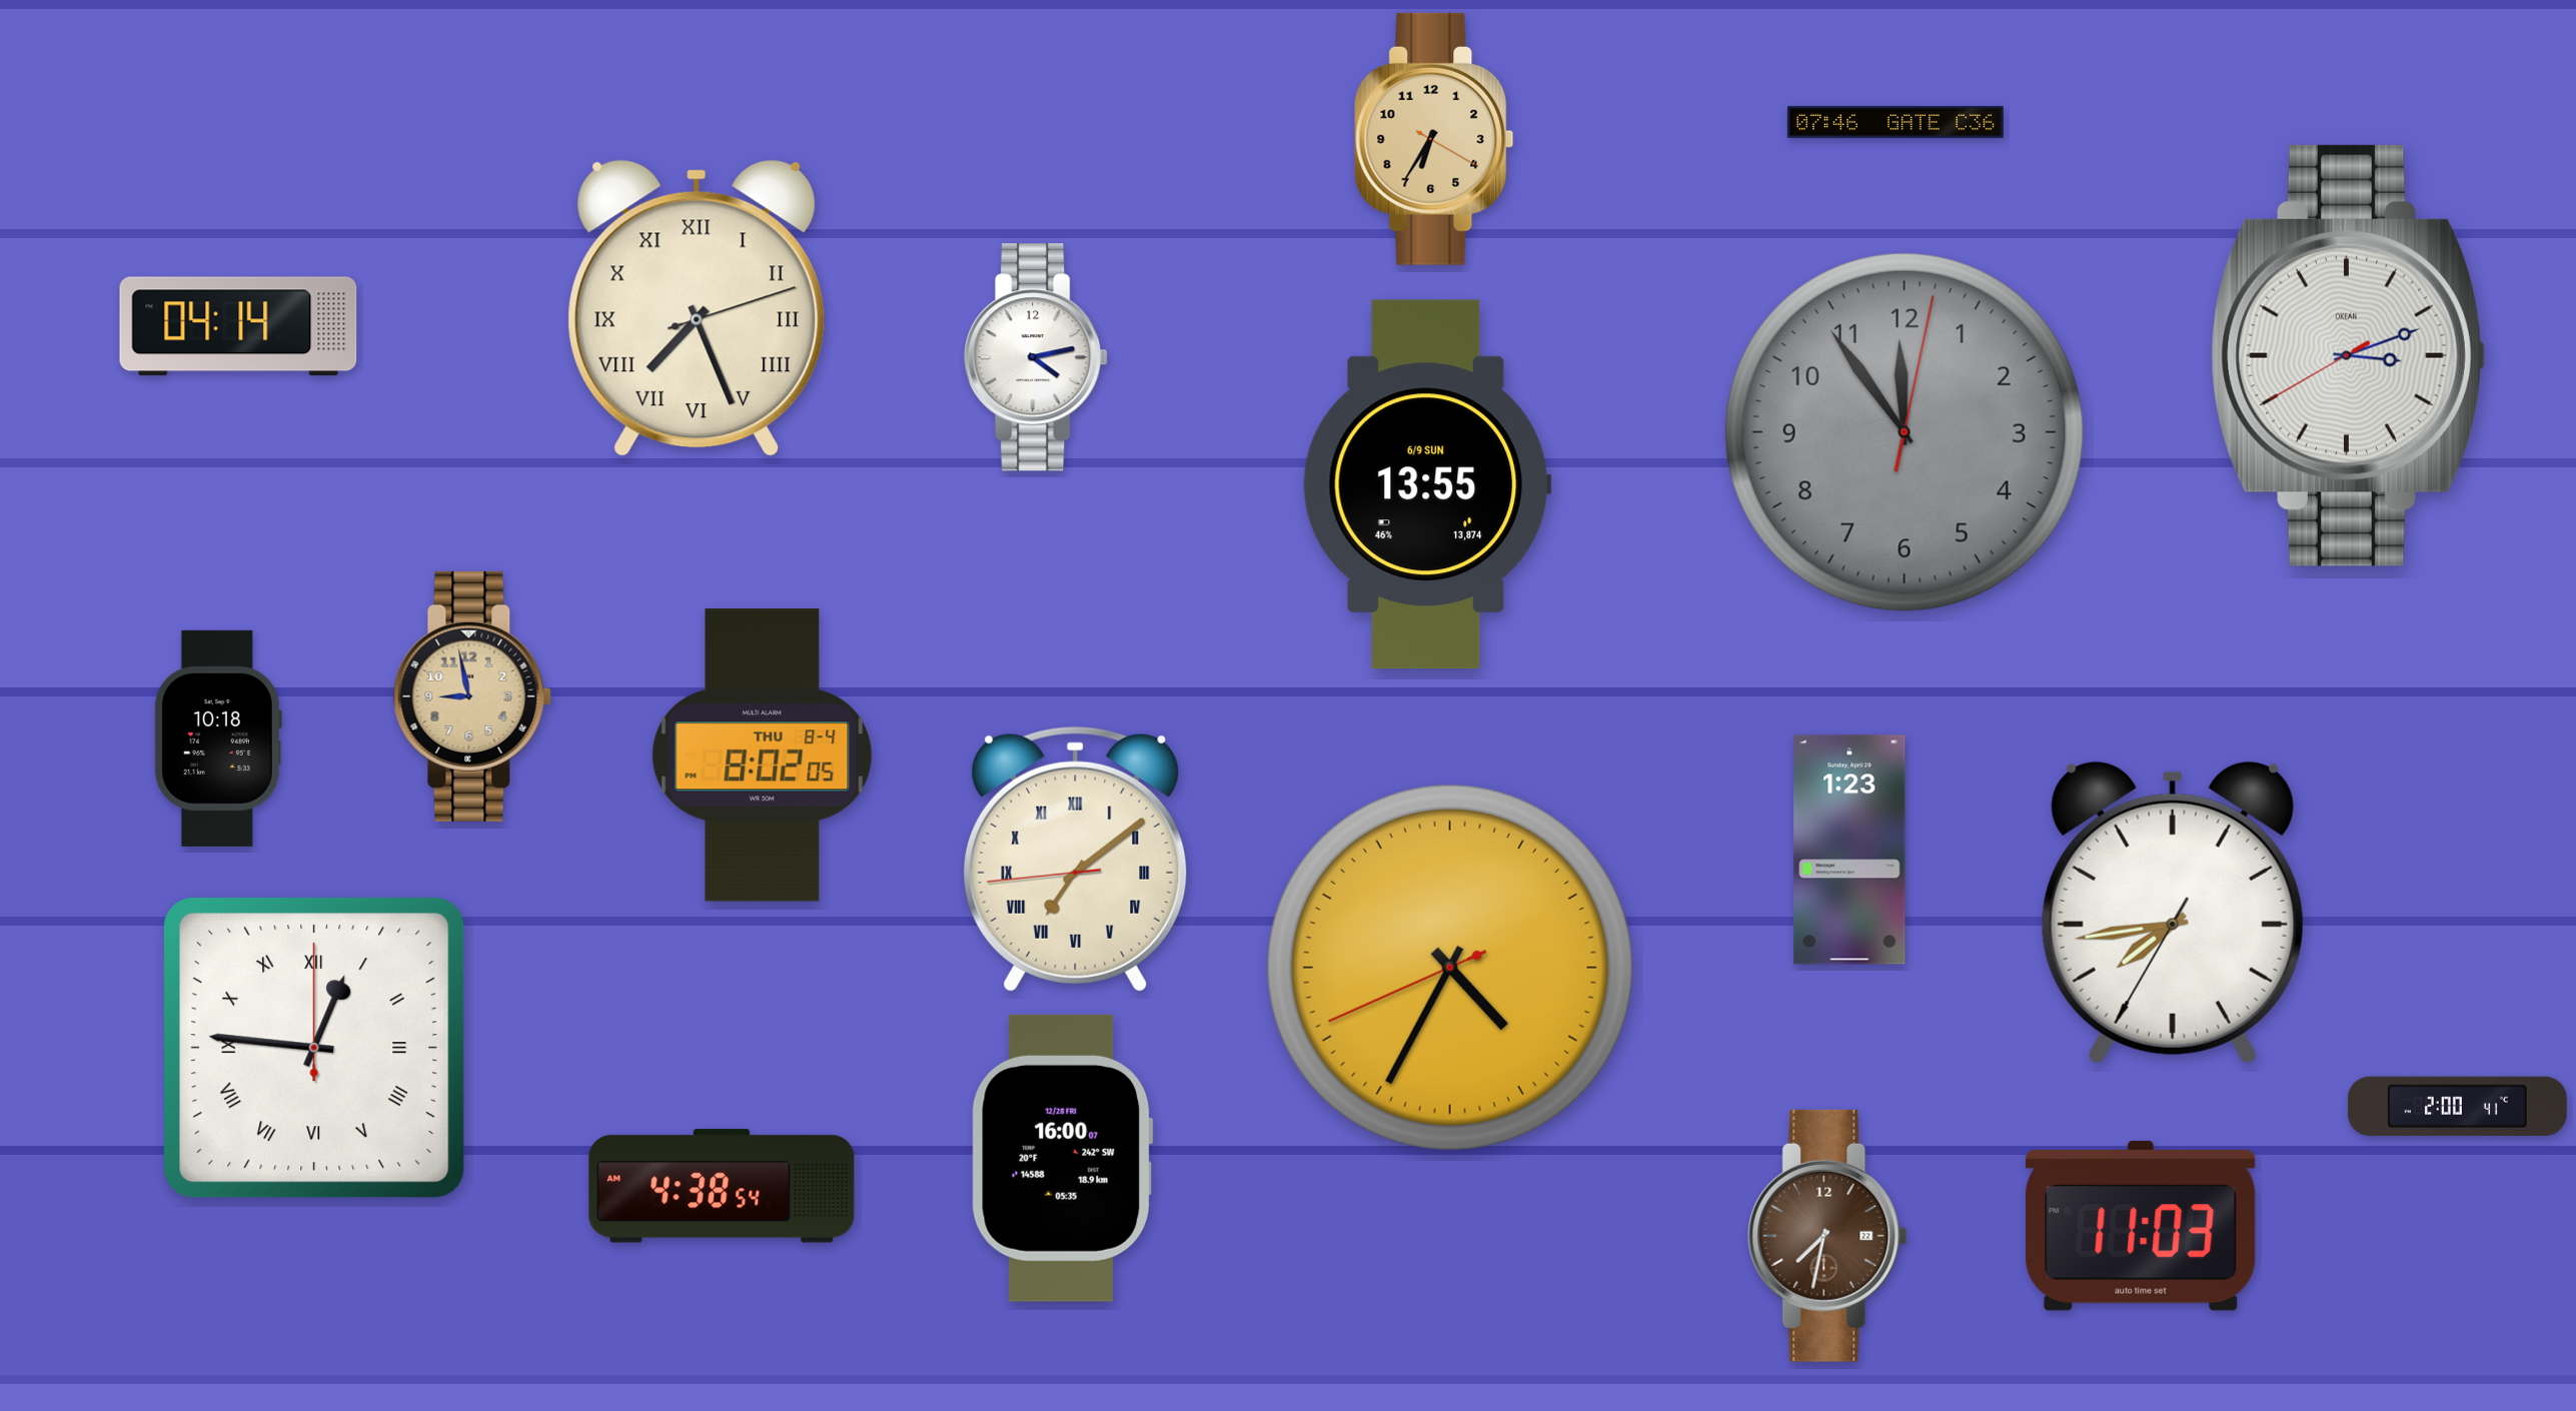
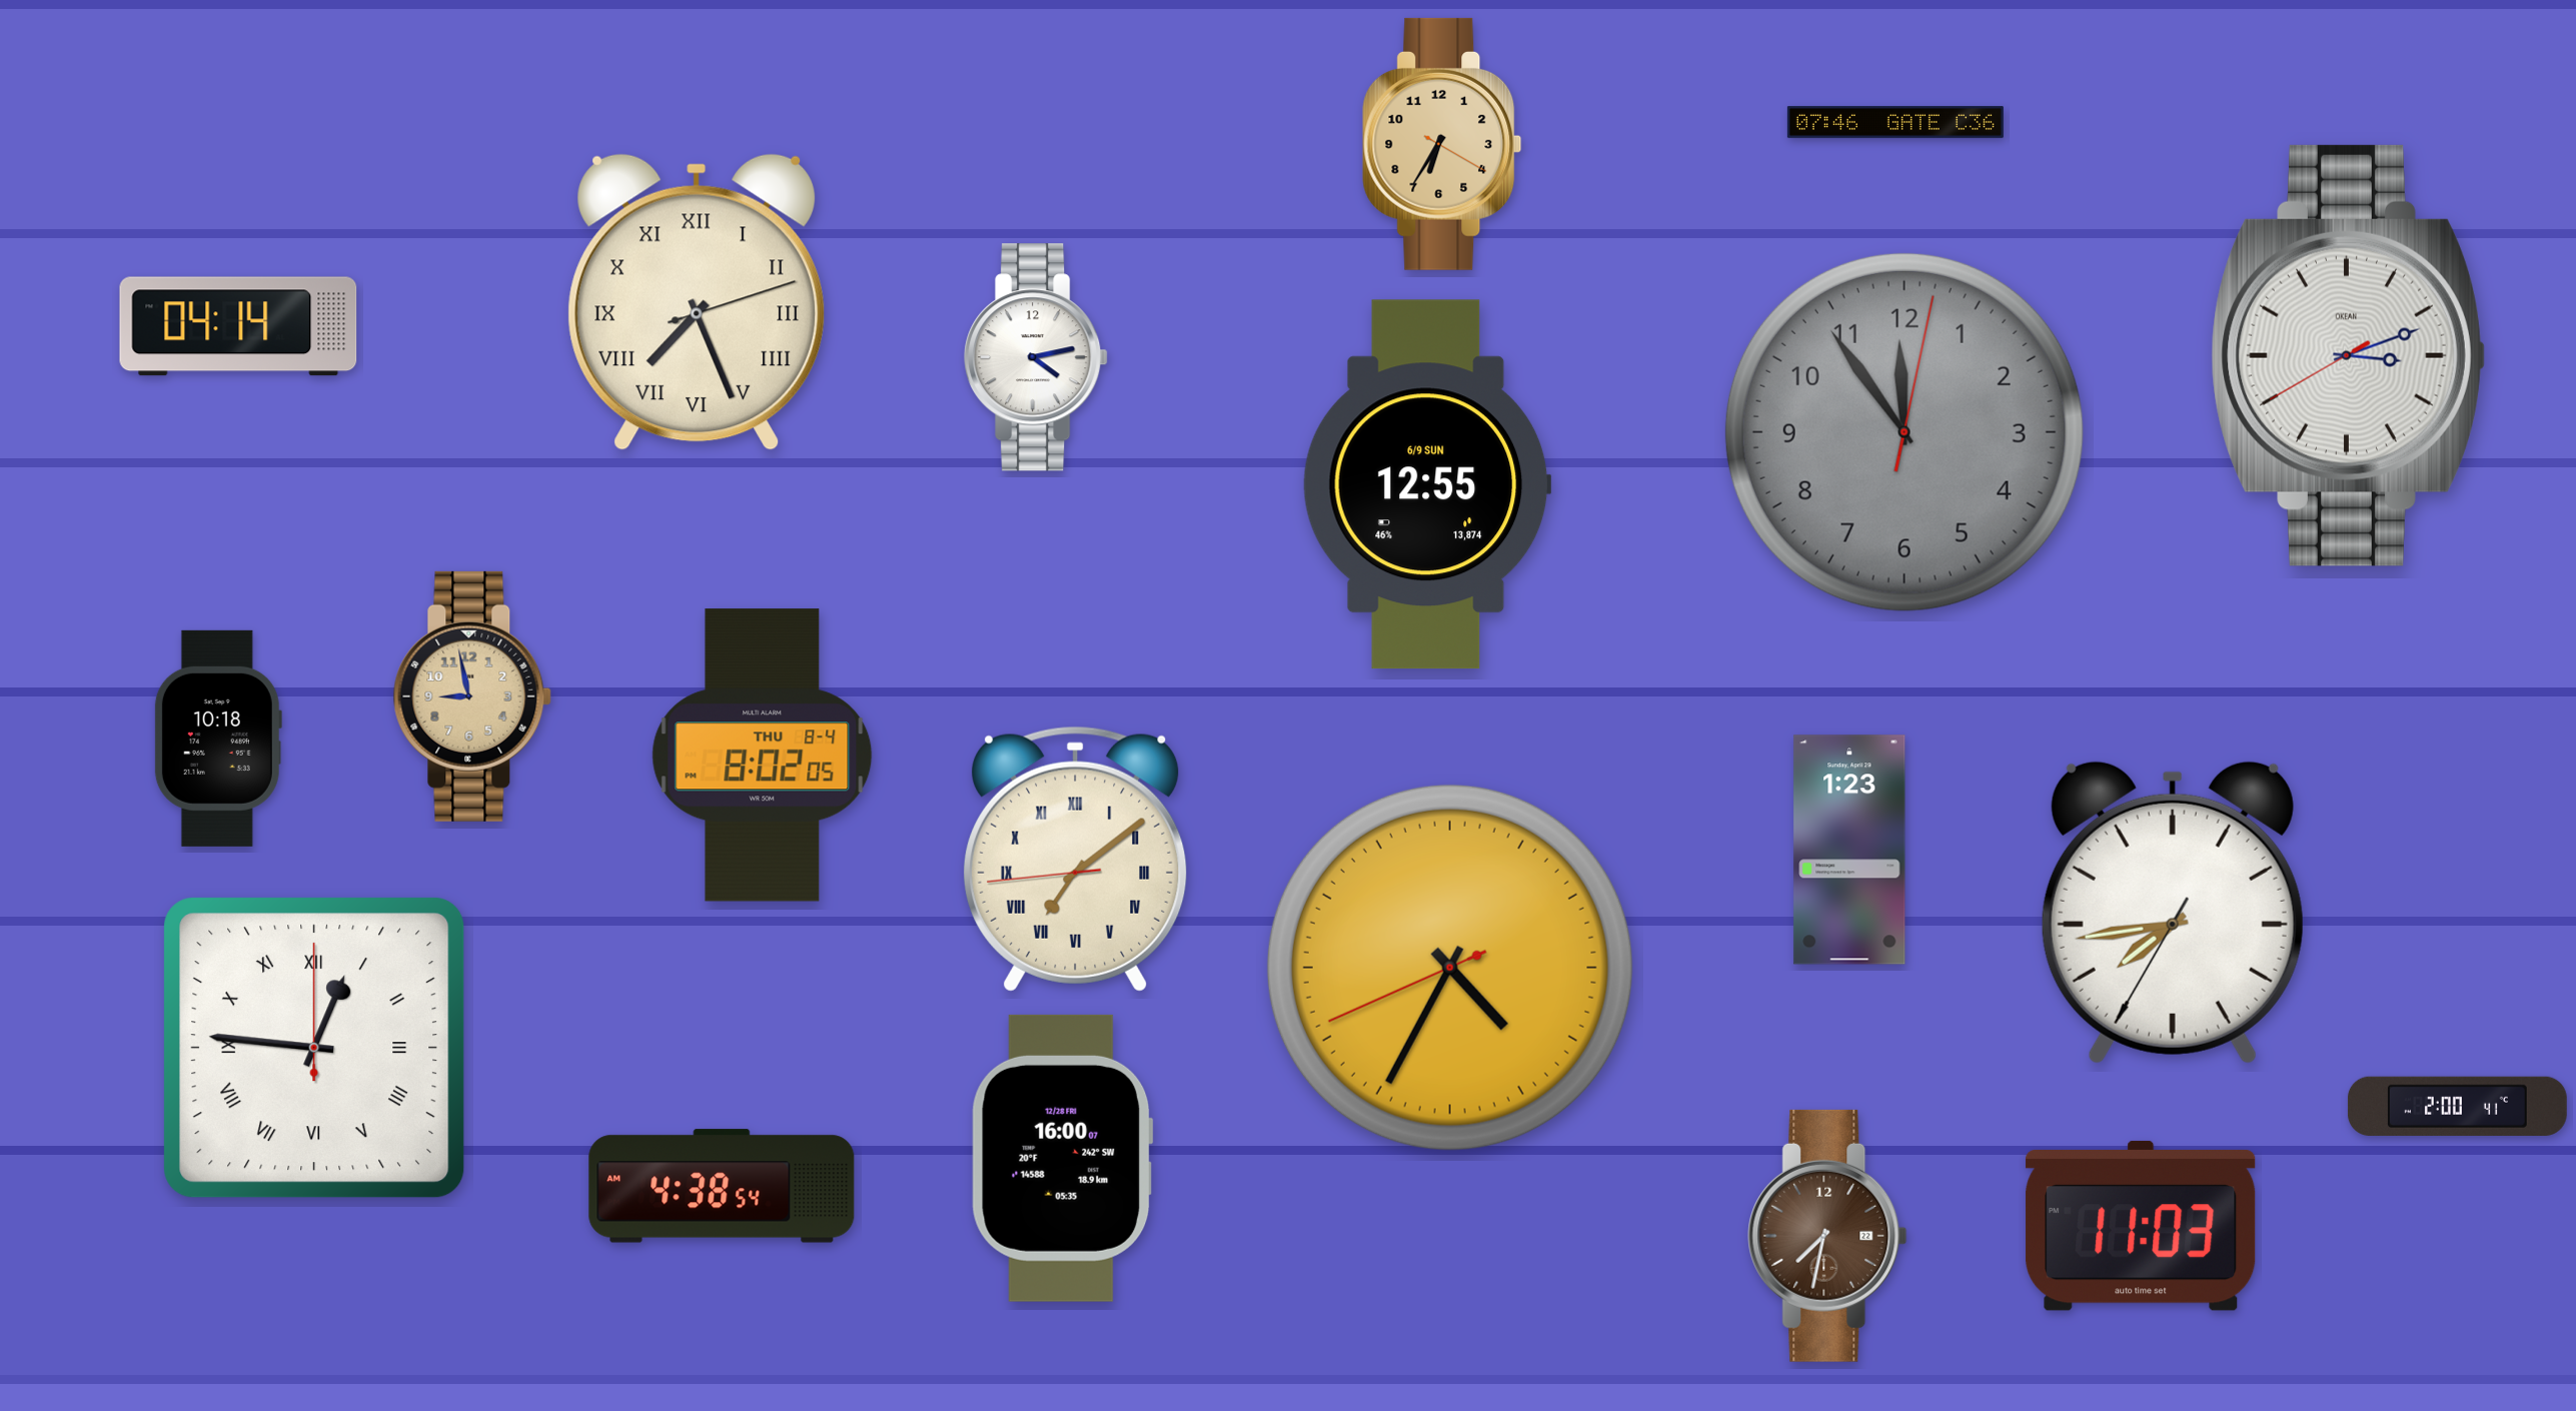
clock at (1434, 139) position: (1434, 139) -> (1442, 144)
clock at (697, 308) position: (697, 308) -> (697, 302)
clock at (1427, 484): 13:55 -> 12:55
